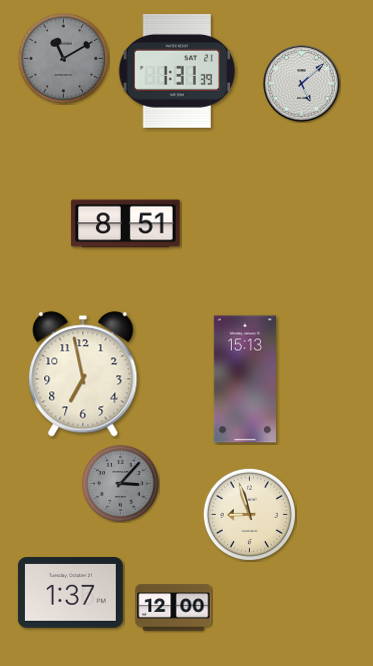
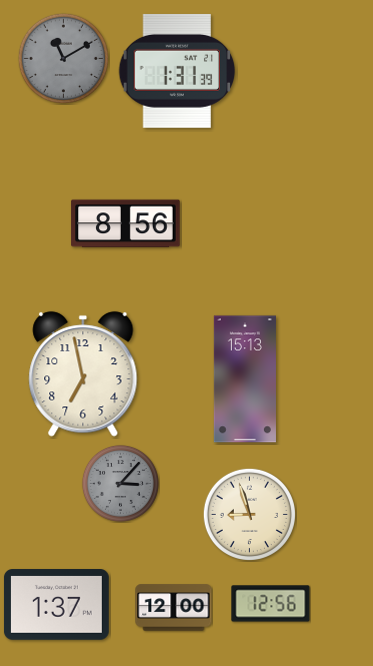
clock at (302, 84): 5:08 -> none
clock at (126, 224): 8:51 -> 8:56
clock at (70, 593) position: (70, 593) -> (56, 605)
clock at (271, 604): none -> 12:56
